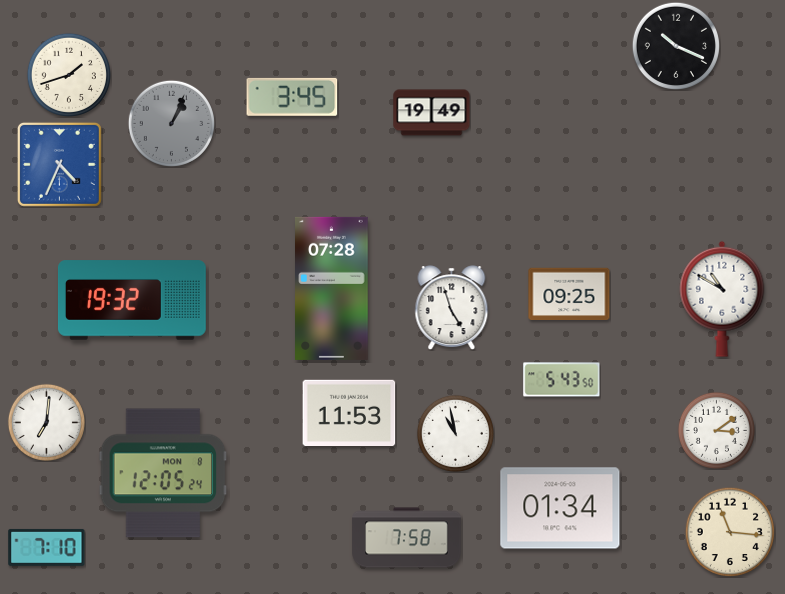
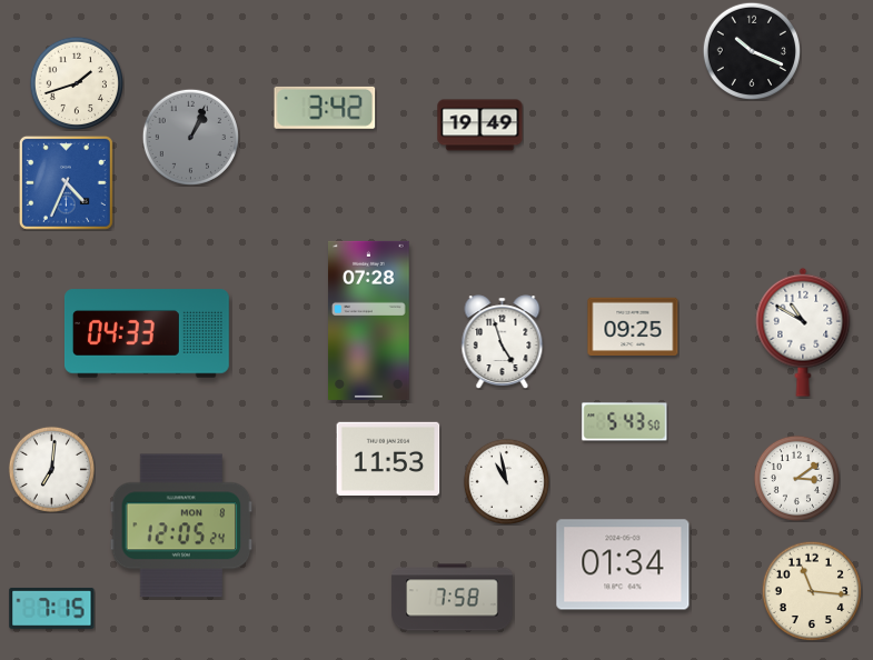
clock at (292, 97): 3:45 -> 3:42
clock at (132, 300): 19:32 -> 04:33
clock at (47, 547): 7:10 -> 7:15
